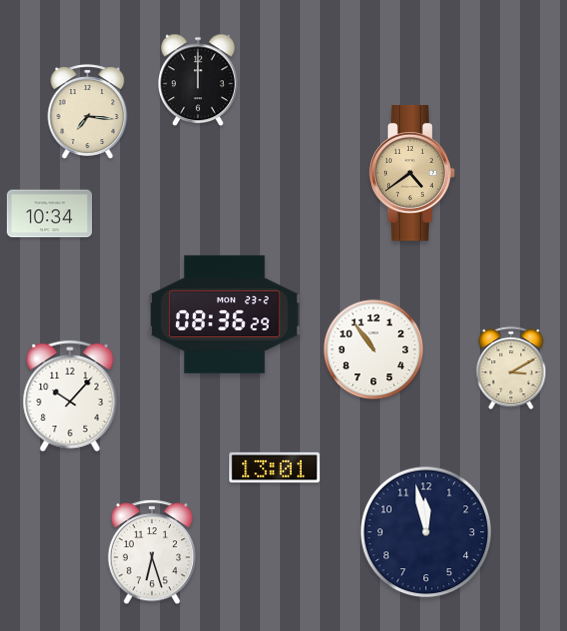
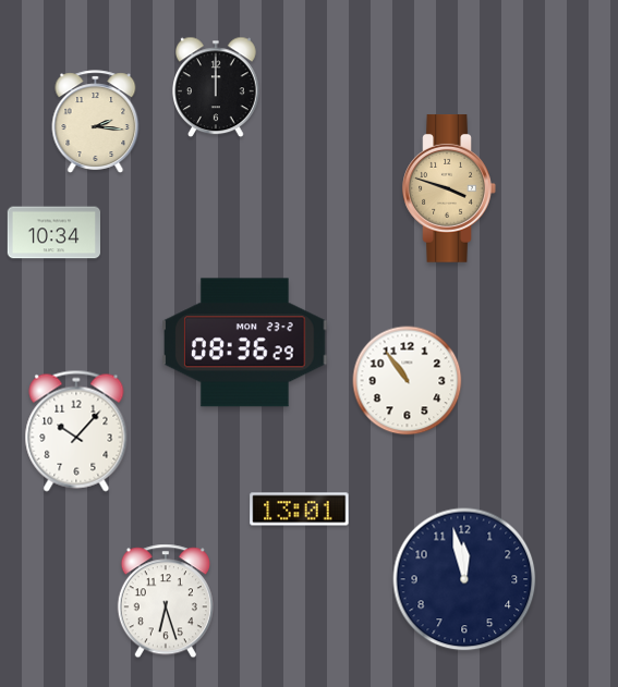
clock at (88, 112): 7:16 -> 2:16
clock at (412, 174): 4:39 -> 3:48
clock at (511, 368): 3:10 -> none
